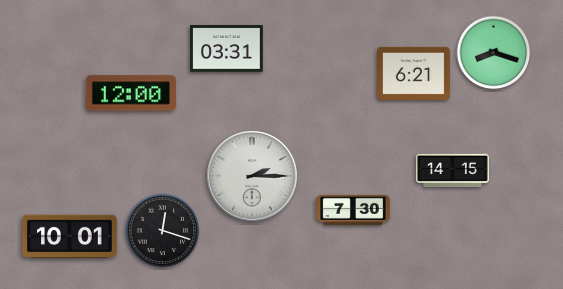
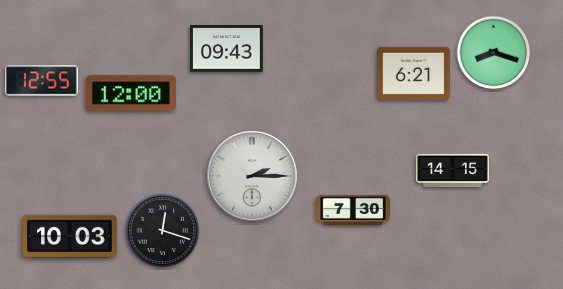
clock at (227, 49): 03:31 -> 09:43
clock at (42, 81): none -> 12:55
clock at (70, 237): 10:01 -> 10:03
